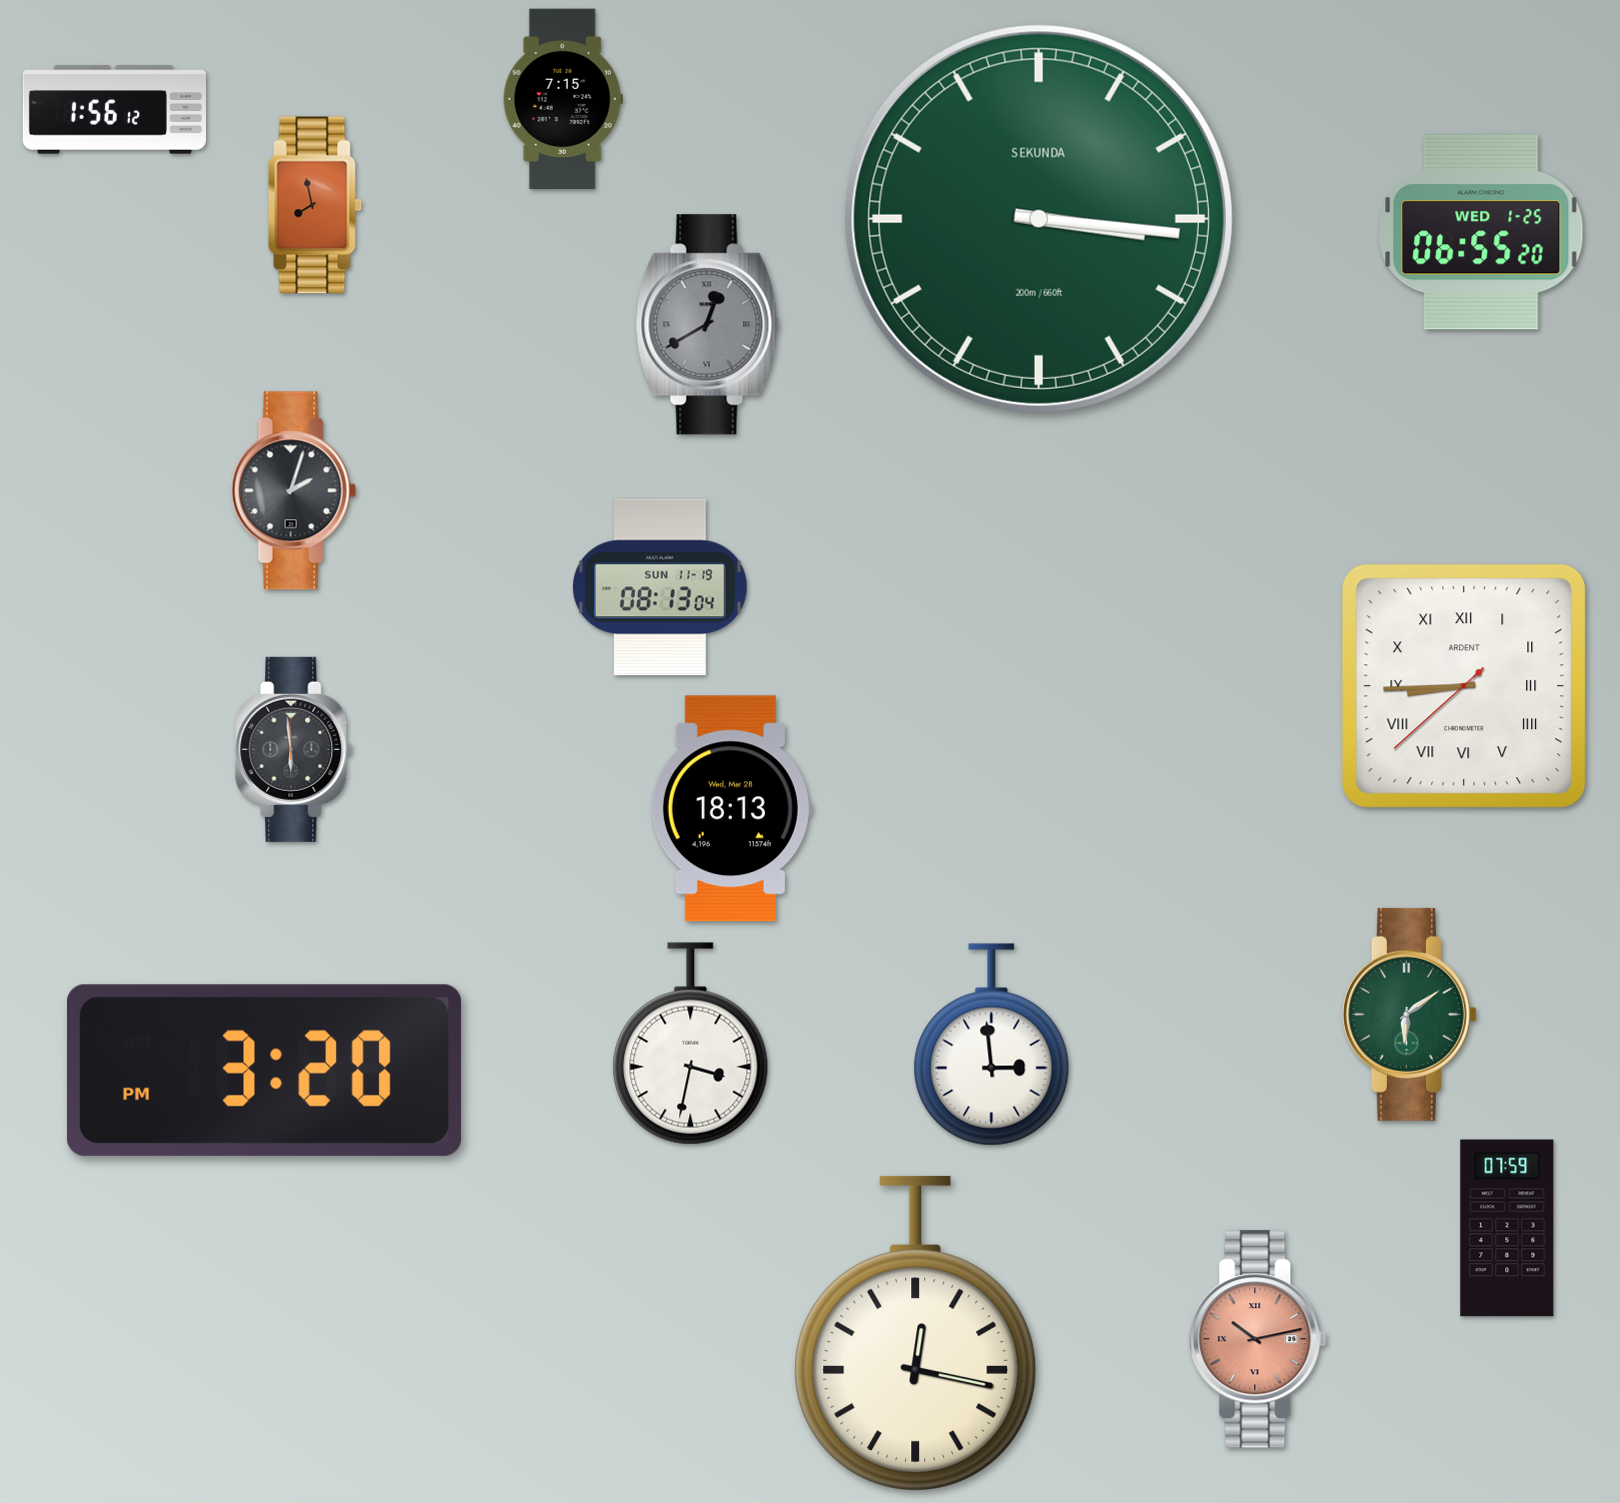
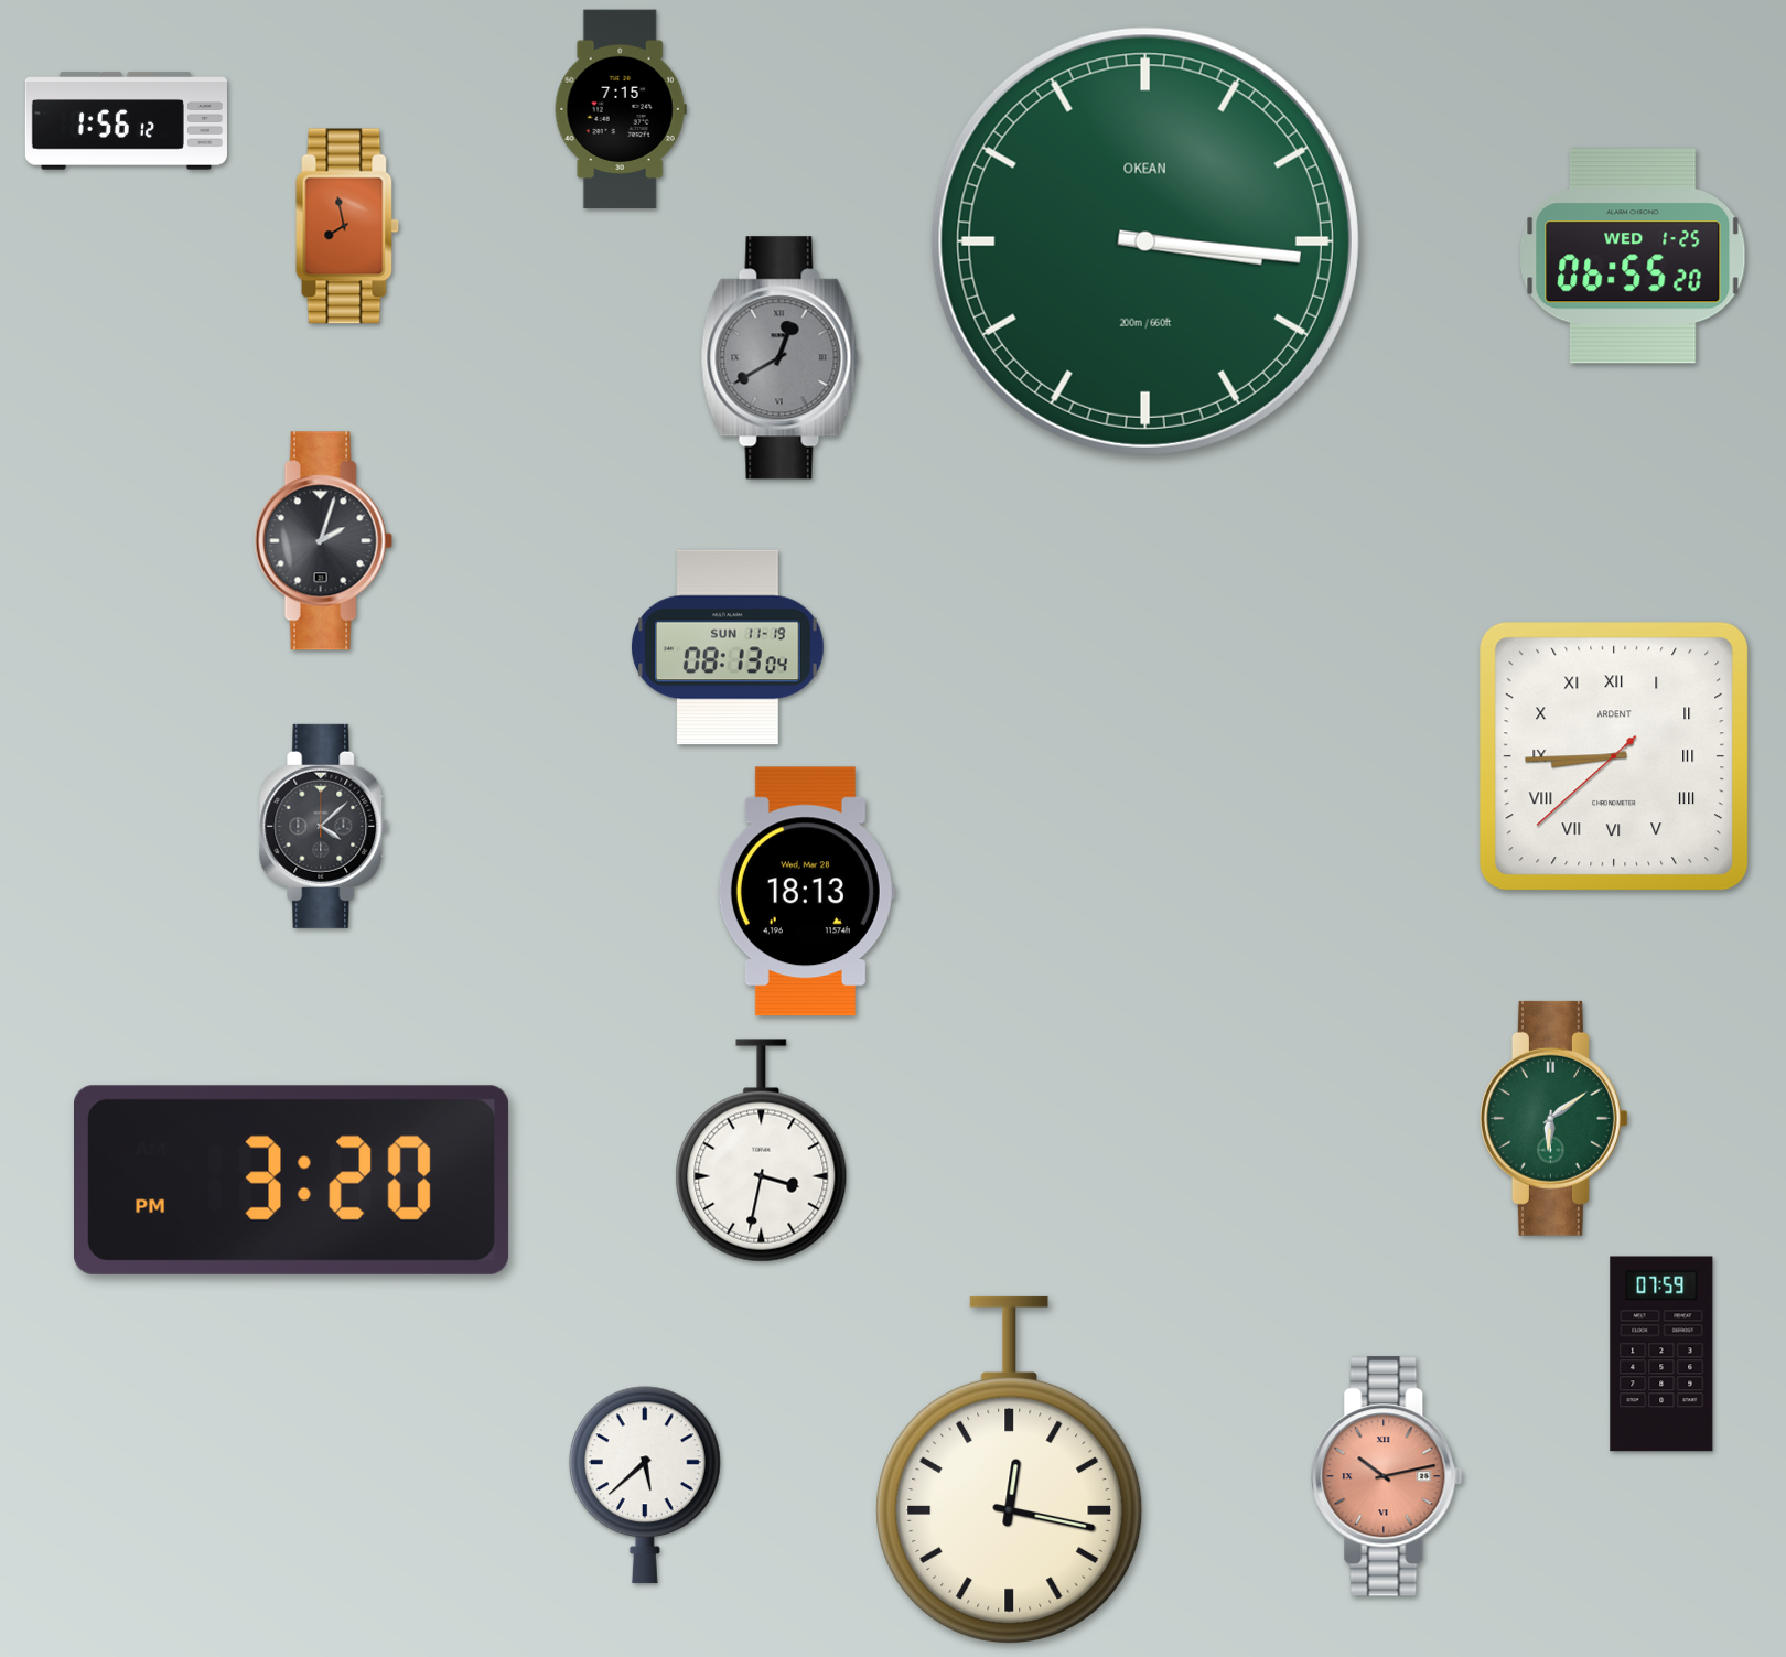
clock at (1039, 219) brand: SEKUNDA -> OKEAN
clock at (294, 749): 5:59 -> 4:08
clock at (992, 1045): 2:59 -> none
clock at (645, 1485): none -> 5:38
